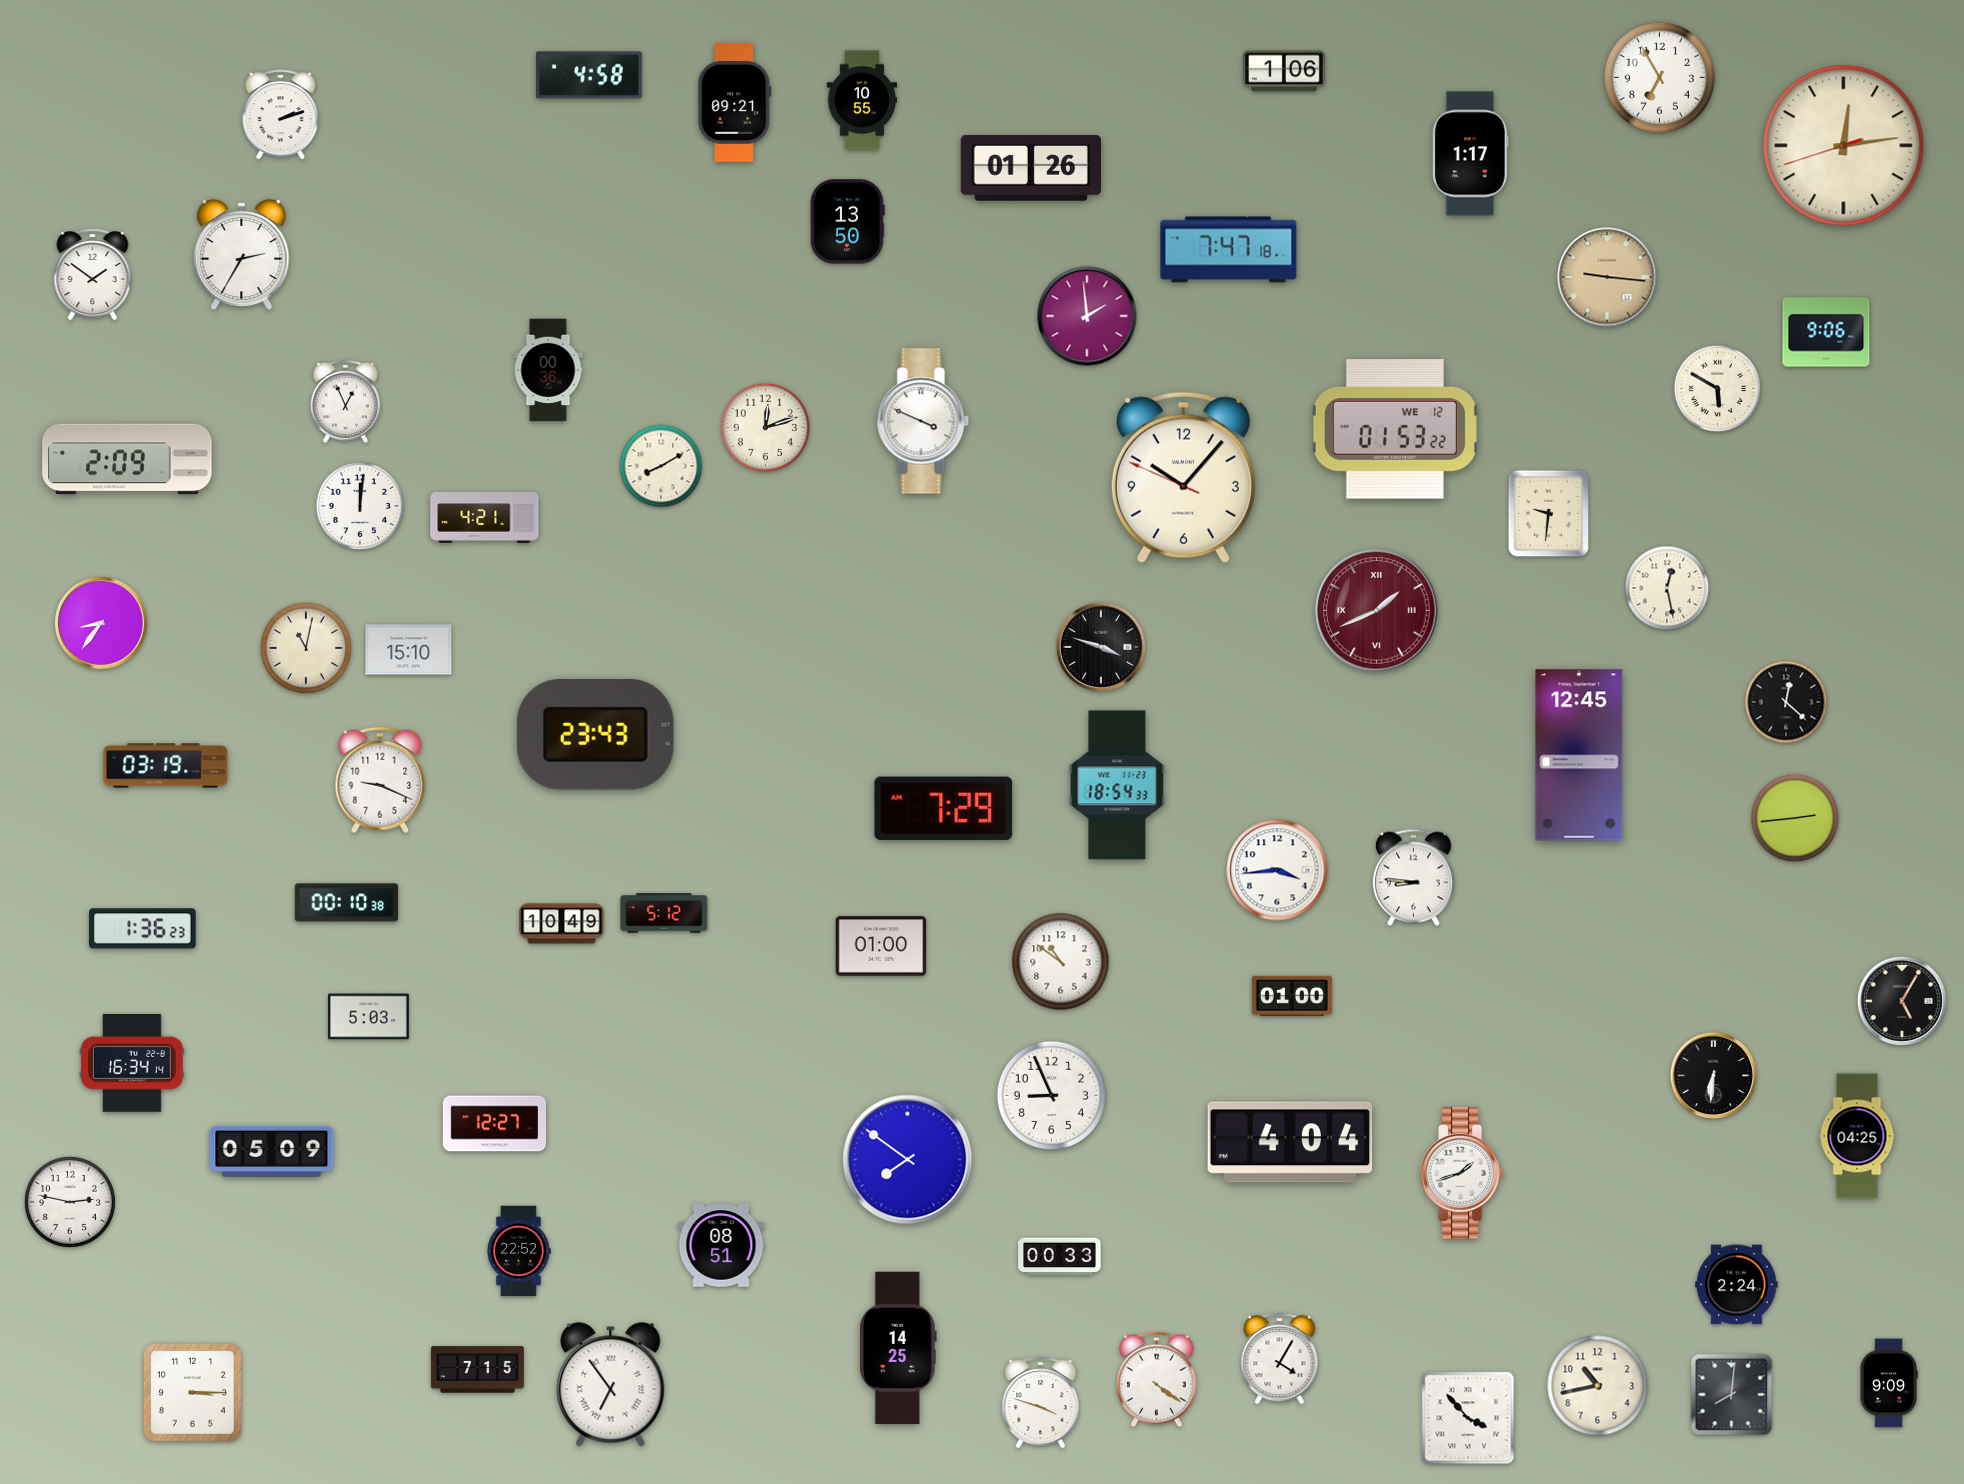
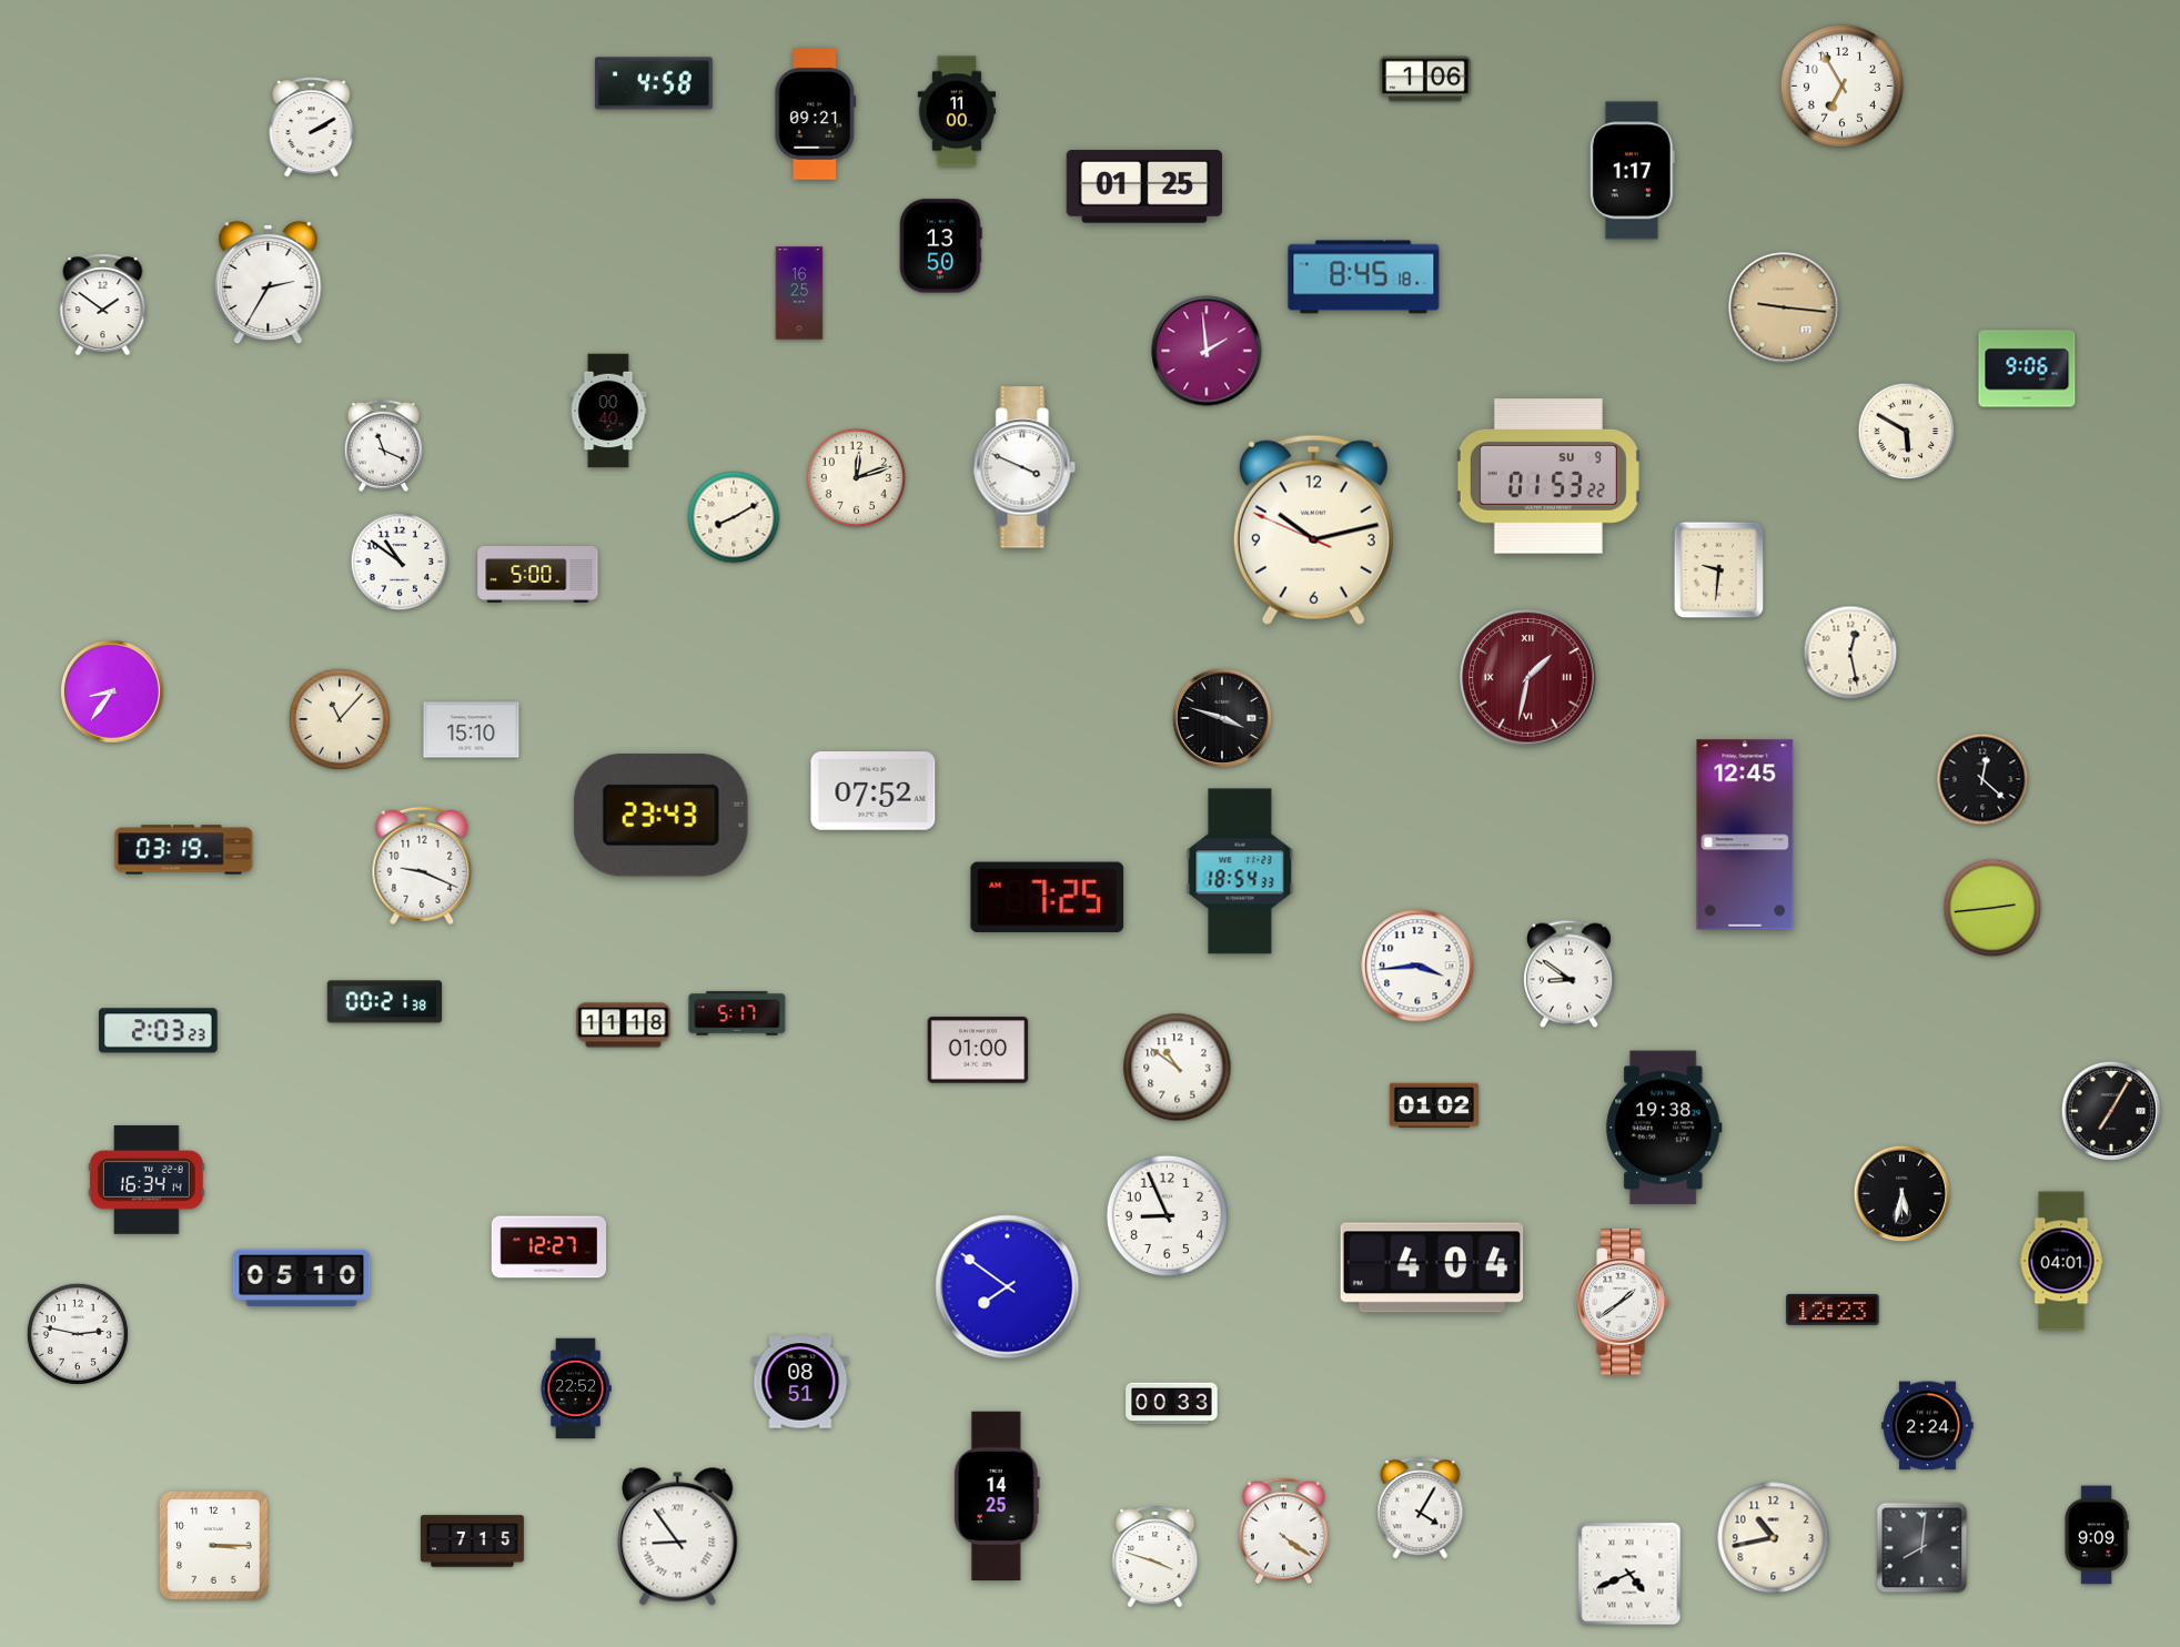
clock at (862, 100): 10:55 -> 11:00
clock at (281, 115): 2:12 -> 2:10
clock at (1844, 146): 12:13 -> none
clock at (1030, 168): 01:26 -> 01:25
clock at (1229, 250): 7:47 -> 8:45
clock at (799, 293): none -> 16:25
clock at (548, 370): 00:36 -> 00:40
clock at (345, 401): 12:56 -> 11:19
clock at (766, 428) position: (766, 428) -> (857, 478)
clock at (1395, 429) date: WE 12 -> SU 9
clock at (127, 459): 2:09 -> none
clock at (1183, 477): 10:06 -> 10:12
clock at (360, 506): 12:01 -> 10:51
clock at (485, 518): 4:21 -> 5:00
clock at (1377, 611): 1:41 -> 1:32
clock at (306, 648): 11:02 -> 11:07
clock at (409, 650) position: (409, 650) -> (472, 730)
clock at (874, 791): none -> 07:52
clock at (1579, 755) position: (1579, 755) -> (1745, 835)
clock at (944, 808): 7:29 -> 7:25
clock at (1413, 878): 8:46 -> 8:51
clock at (347, 903): 00:10 -> 00:21
clock at (664, 913): 5:12 -> 5:17
clock at (562, 924): 10:49 -> 11:18
clock at (143, 929): 1:36 -> 2:03
clock at (1292, 996): 01:00 -> 01:02
clock at (1902, 1001): 5:05 -> 7:05
clock at (1664, 1128): none -> 19:38
clock at (368, 1017): 5:03 -> none
clock at (1714, 1076): 6:31 -> 5:32
clock at (1857, 1136): 04:25 -> 04:01
clock at (272, 1152): 05:09 -> 05:10
clock at (1462, 1173): 1:42 -> 1:39
clock at (1833, 1310): none -> 12:23
clock at (1060, 1257) position: (1060, 1257) -> (1172, 1404)
clock at (477, 1370) position: (477, 1370) -> (472, 1542)
clock at (611, 1385): 6:54 -> 8:54
clock at (1468, 1418): 3:53 -> 4:41
